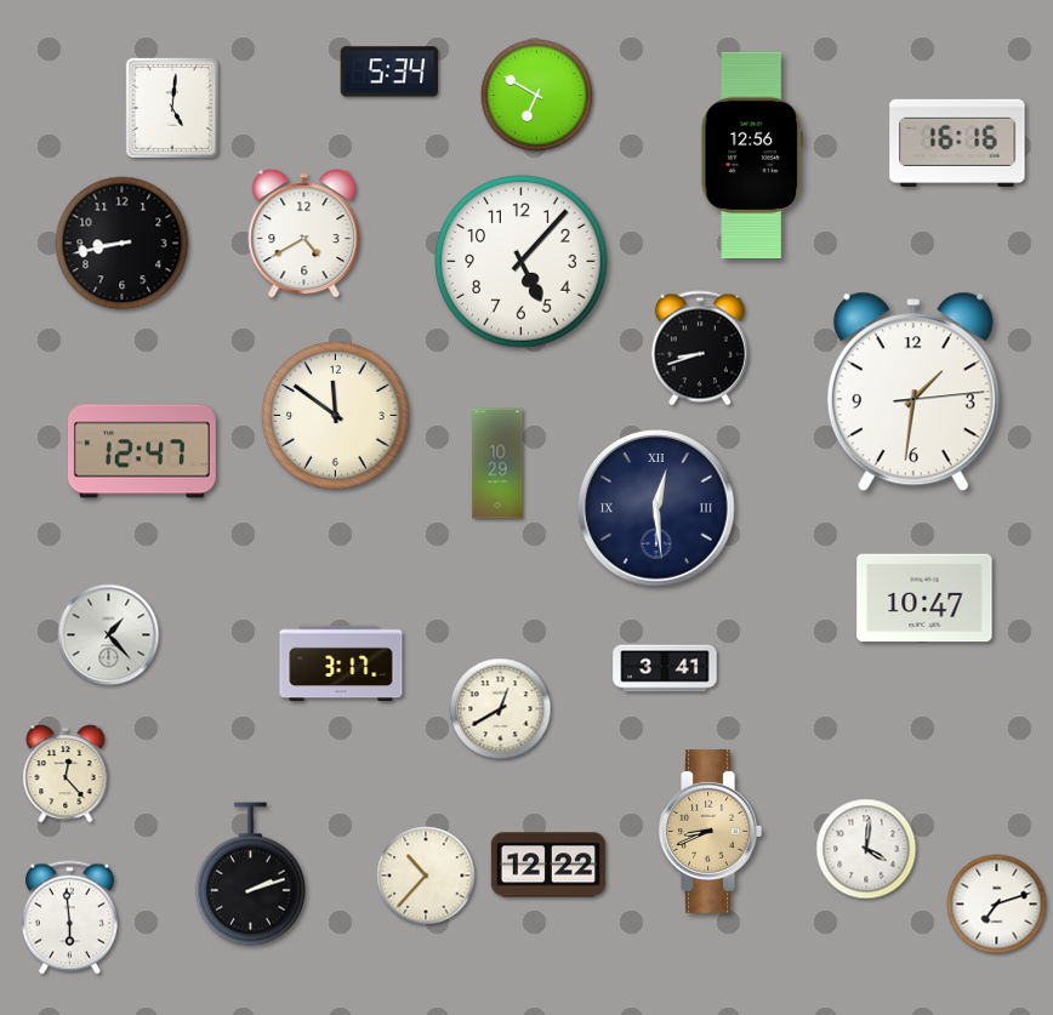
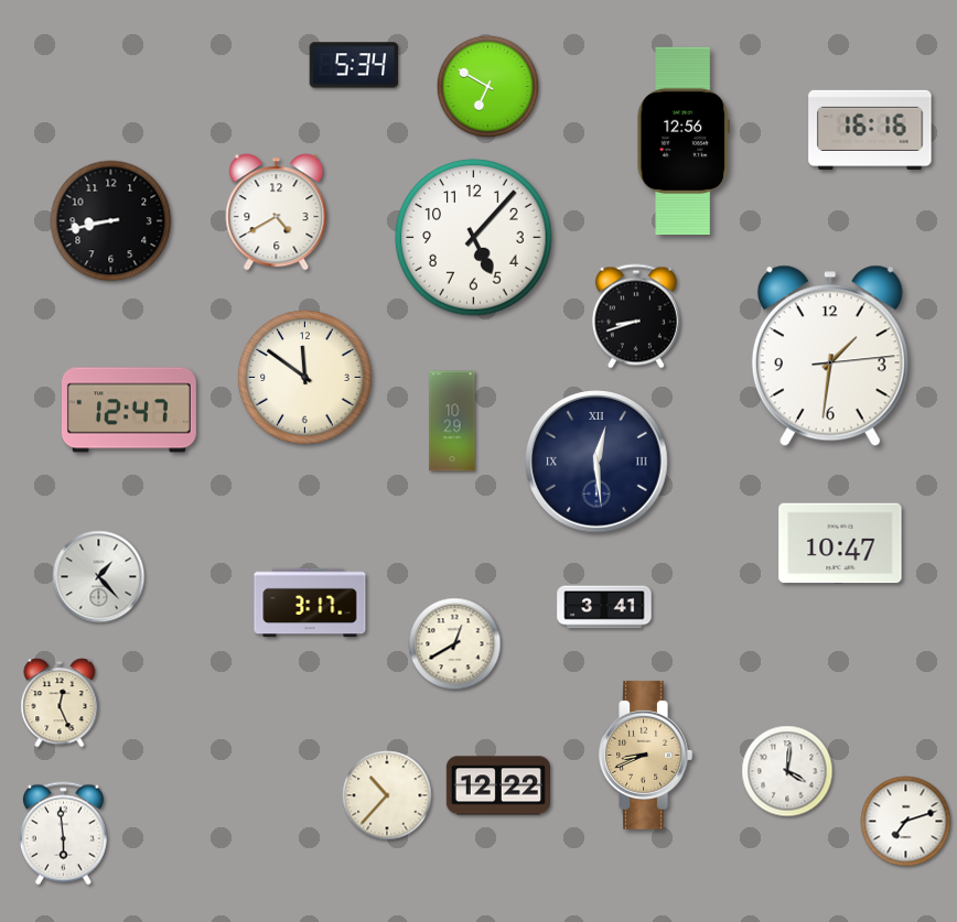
clock at (172, 108): 5:01 -> none
clock at (66, 774): 12:23 -> 12:26
clock at (250, 874): 2:12 -> none
